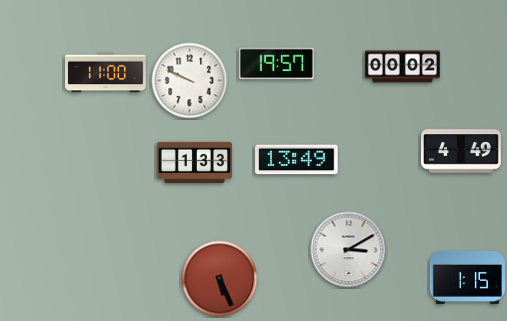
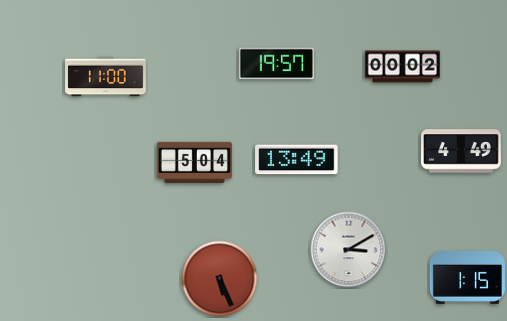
clock at (106, 73) position: (106, 73) -> (106, 77)
clock at (190, 81): 9:49 -> none
clock at (194, 162): 1:33 -> 5:04
